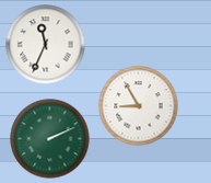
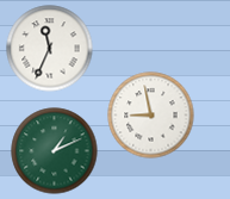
clock at (139, 106): 8:55 -> 8:58
clock at (50, 139): 2:11 -> 1:11
